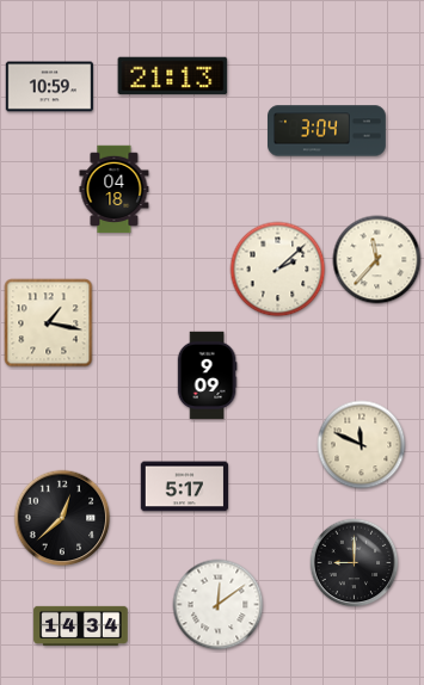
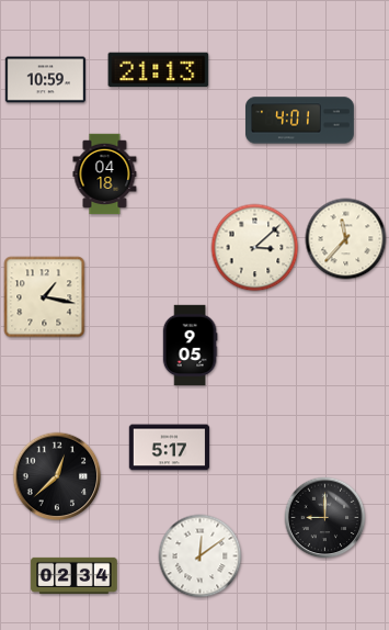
clock at (327, 131): 3:04 -> 4:01
clock at (278, 270): 2:08 -> 3:08
clock at (207, 376): 9:09 -> 9:05
clock at (362, 445): 11:49 -> none
clock at (81, 625): 14:34 -> 02:34
